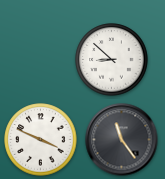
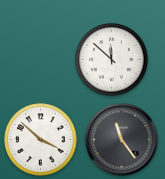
clock at (112, 60): 8:52 -> 11:52
clock at (41, 140): 3:49 -> 3:52
